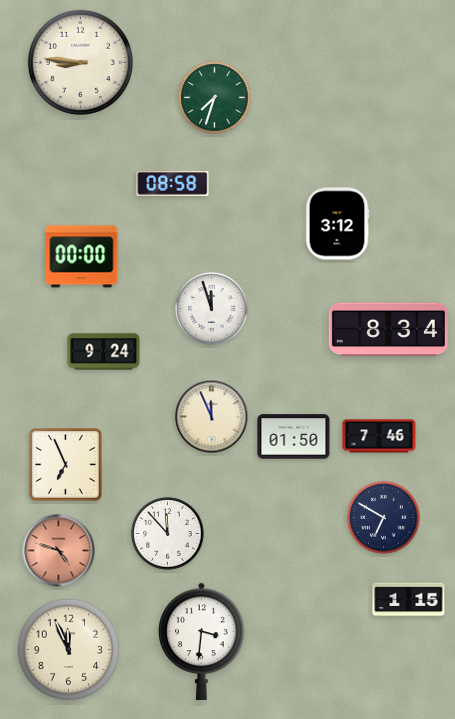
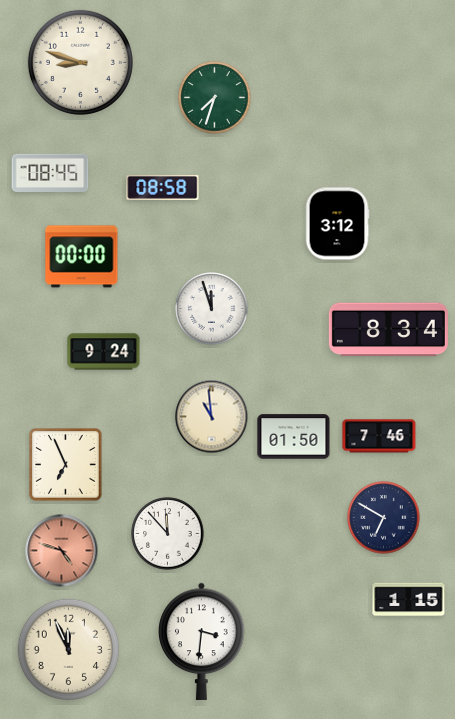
clock at (80, 62): 8:46 -> 8:48
clock at (50, 173): none -> 08:45
clock at (173, 183) position: (173, 183) -> (163, 187)
clock at (212, 417): 11:56 -> 10:59
clock at (59, 551) position: (59, 551) -> (62, 551)
